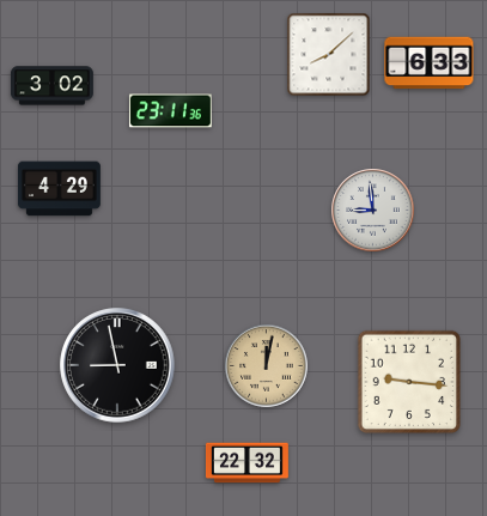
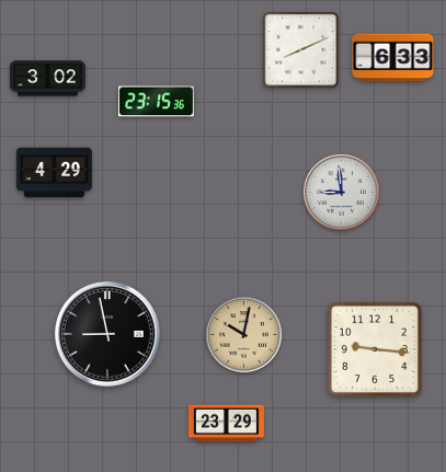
clock at (329, 55): 8:08 -> 8:11
clock at (170, 111): 23:11 -> 23:15
clock at (267, 366): 12:02 -> 10:02
clock at (246, 463): 22:32 -> 23:29
